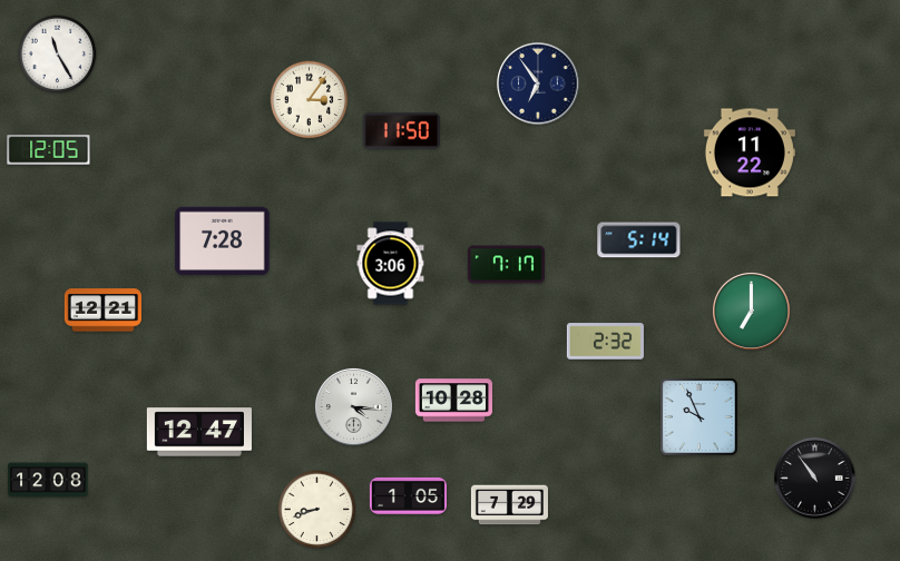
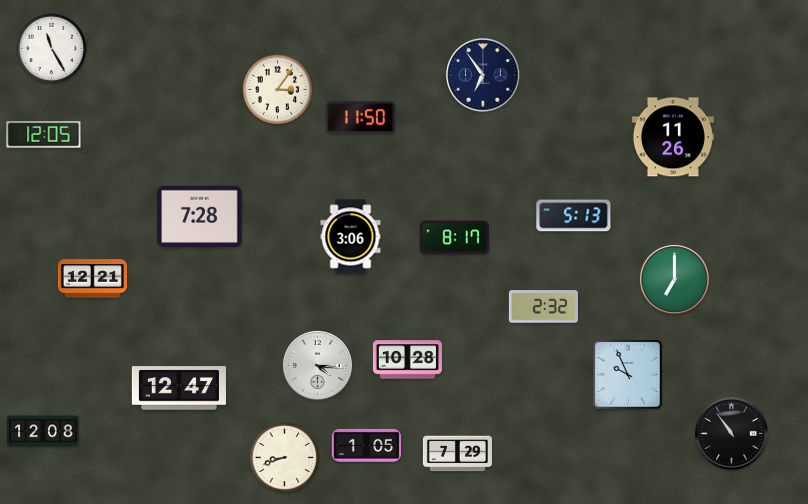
clock at (750, 152): 11:22 -> 11:26
clock at (639, 240): 5:14 -> 5:13
clock at (506, 265): 7:17 -> 8:17
clock at (815, 479) position: (815, 479) -> (732, 434)
